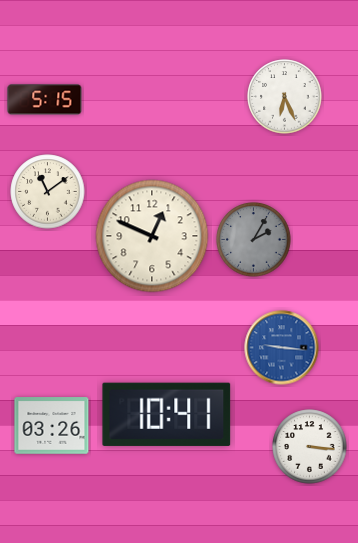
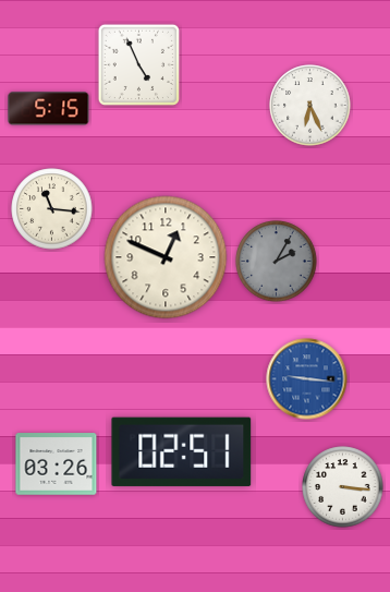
clock at (138, 64): none -> 4:56
clock at (48, 192): 11:09 -> 11:16
clock at (167, 414): 10:41 -> 02:51
clock at (310, 447) position: (310, 447) -> (343, 487)
